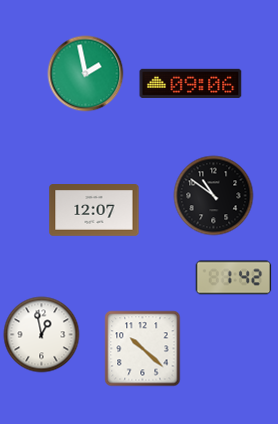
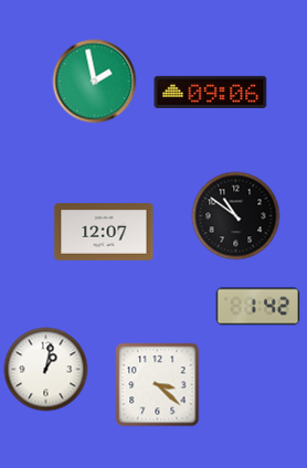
clock at (42, 335): 12:58 -> 1:02
clock at (143, 349): 10:22 -> 3:22
